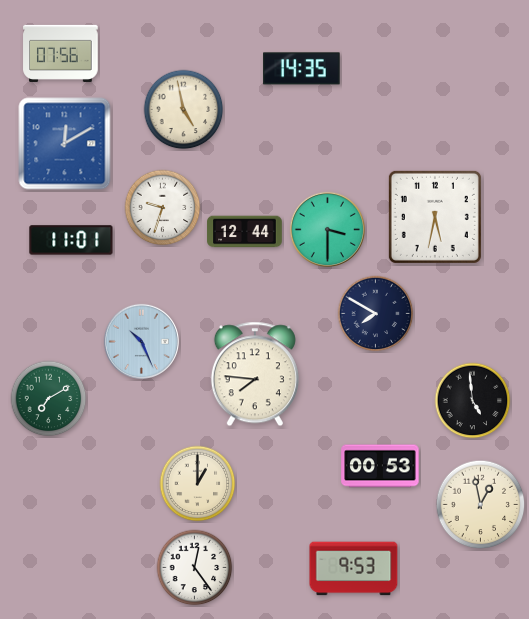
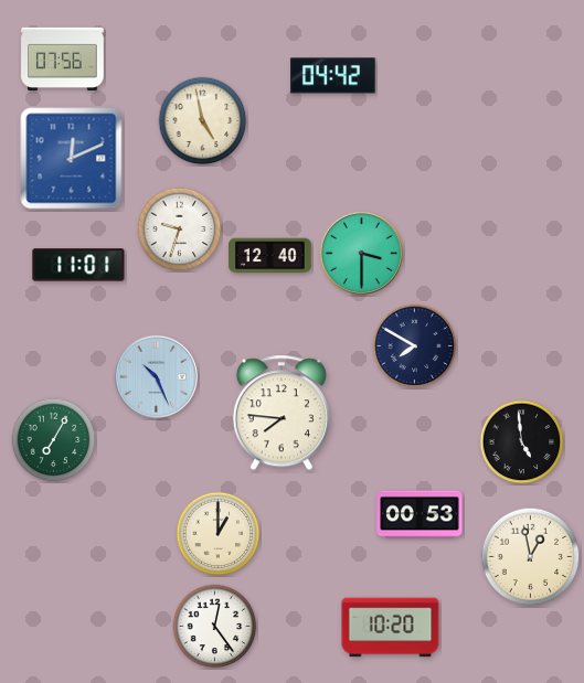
clock at (61, 53) position: (61, 53) -> (63, 58)
clock at (302, 69): 14:35 -> 04:42
clock at (65, 144): 12:10 -> 12:11
clock at (435, 217): 5:32 -> none
clock at (245, 232): 12:44 -> 12:40
clock at (49, 399): 7:10 -> 7:05
clock at (354, 569): 9:53 -> 10:20
